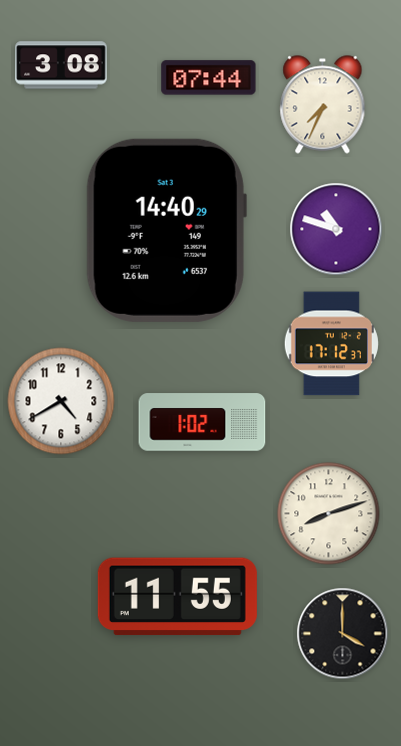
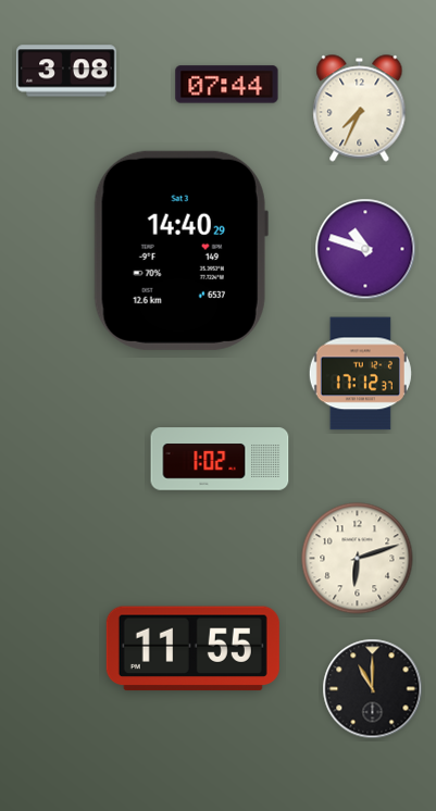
clock at (323, 105) position: (323, 105) -> (360, 109)
clock at (61, 401): 4:40 -> none
clock at (329, 514): 8:12 -> 6:12
clock at (343, 634): 4:00 -> 11:00
